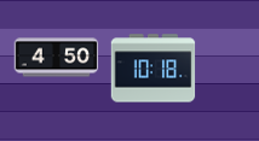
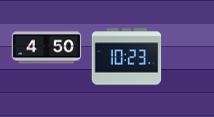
clock at (154, 69): 10:18 -> 10:23
